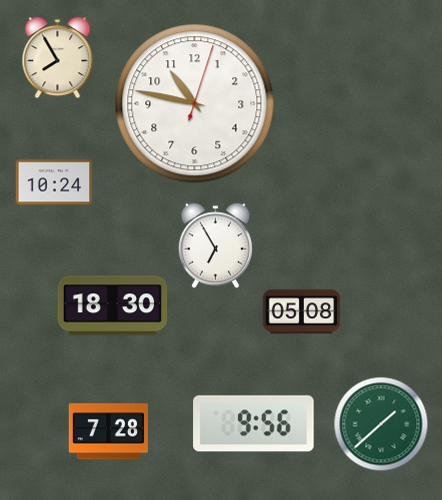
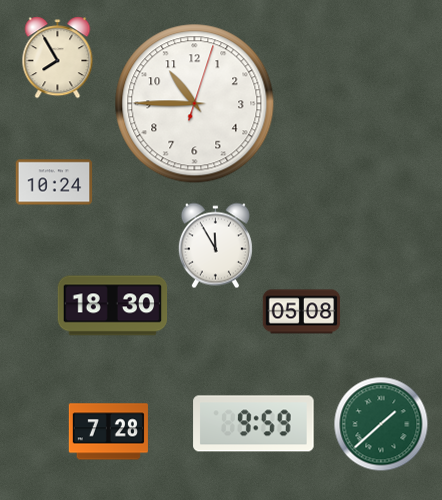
clock at (195, 104): 10:47 -> 10:45
clock at (215, 246): 6:55 -> 11:55
clock at (254, 424): 9:56 -> 9:59
